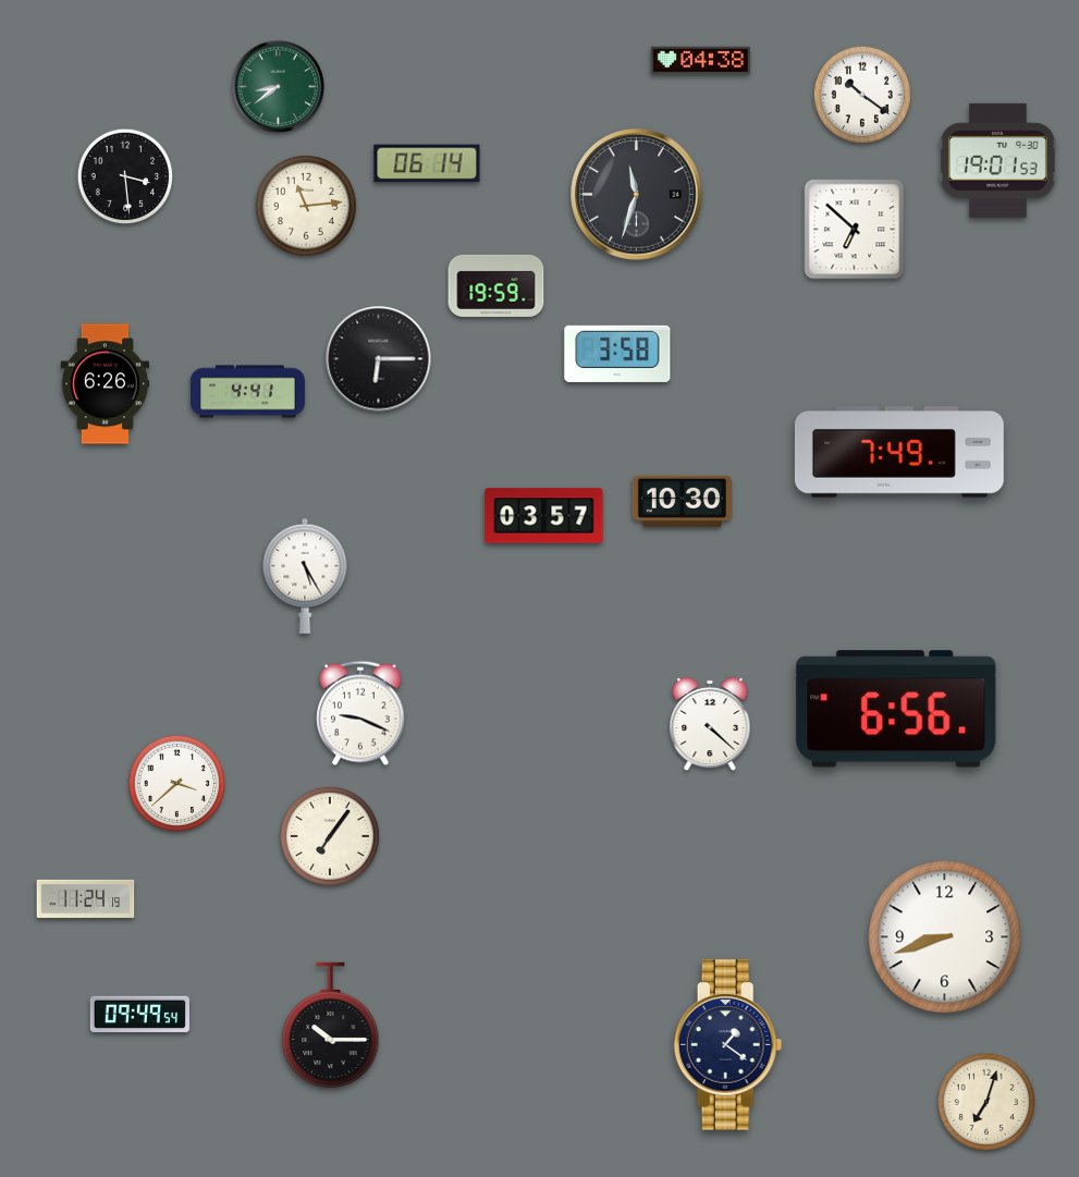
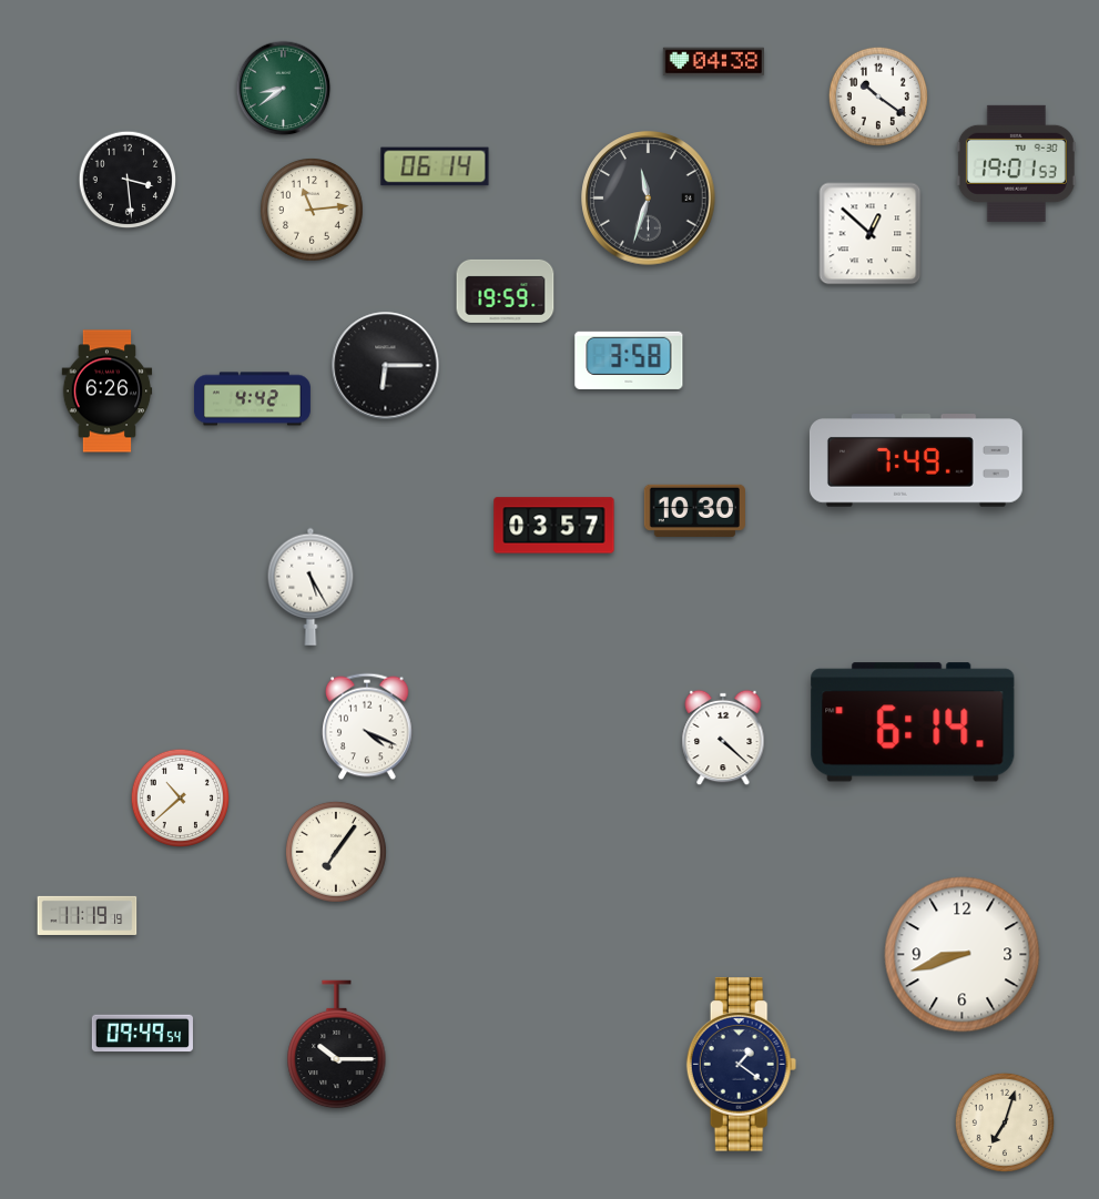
clock at (855, 230): 6:52 -> 12:52
clock at (247, 392): 4:41 -> 4:42
clock at (896, 709): 6:56 -> 6:14
clock at (360, 713): 9:19 -> 4:19
clock at (176, 783): 3:38 -> 10:38
clock at (86, 898): 11:24 -> 11:19
